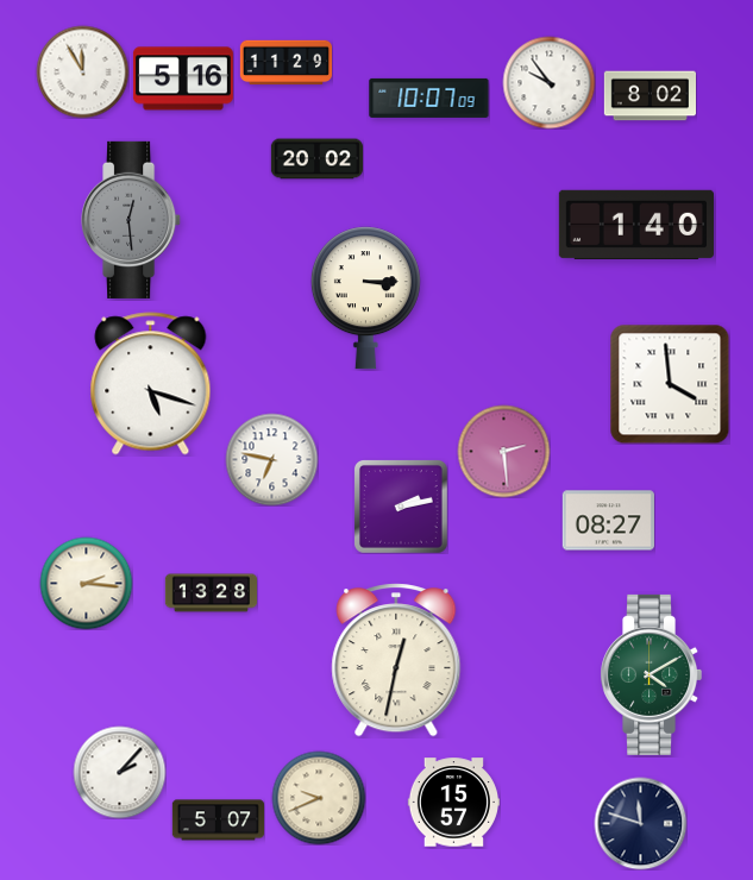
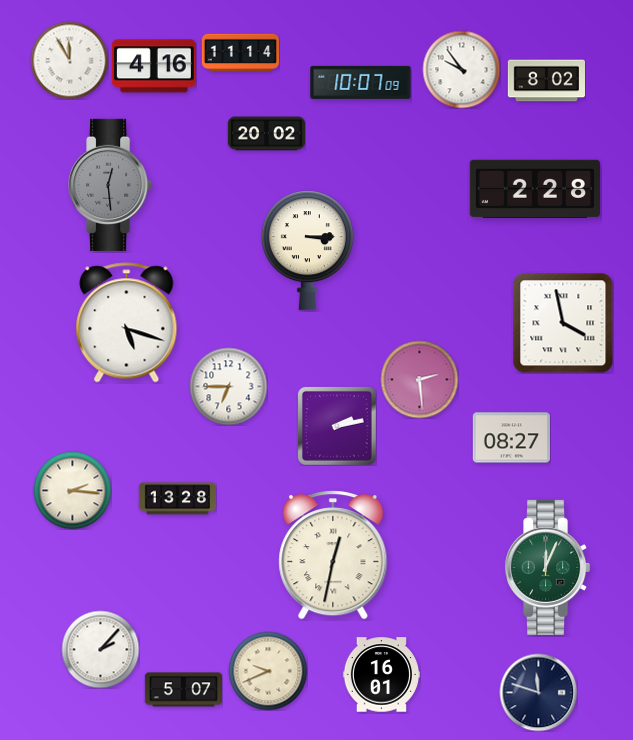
clock at (285, 63): 11:29 -> 11:14
clock at (183, 78): 5:16 -> 4:16
clock at (636, 224): 1:40 -> 2:28
clock at (670, 384): 3:59 -> 3:58
clock at (503, 451) position: (503, 451) -> (419, 379)
clock at (271, 459): 6:47 -> 6:45
clock at (652, 674): 4:10 -> 12:04
clock at (453, 803): 15:57 -> 16:01
